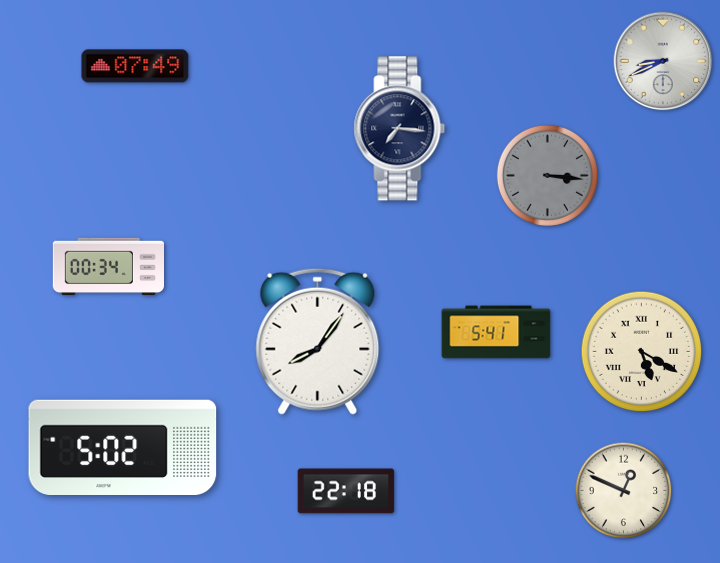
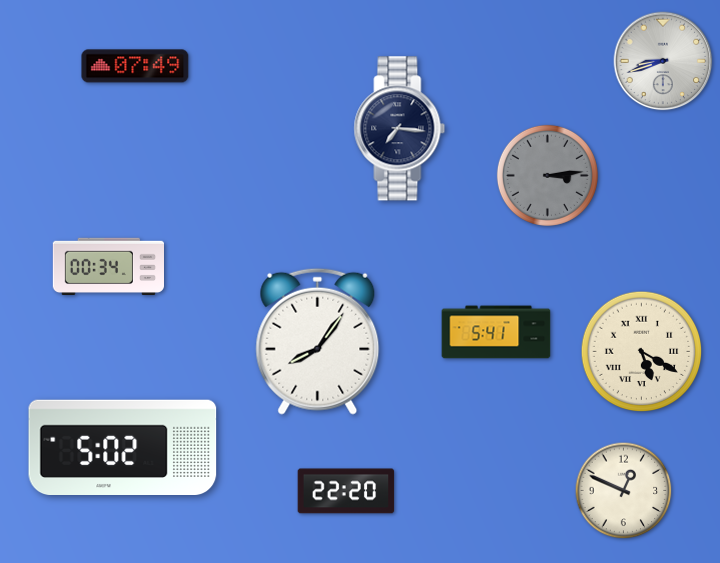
clock at (663, 61): 8:41 -> 8:42
clock at (547, 175): 3:16 -> 3:14
clock at (346, 491): 22:18 -> 22:20
